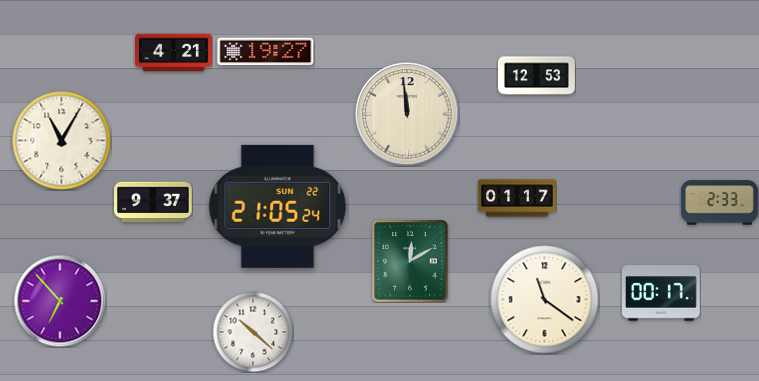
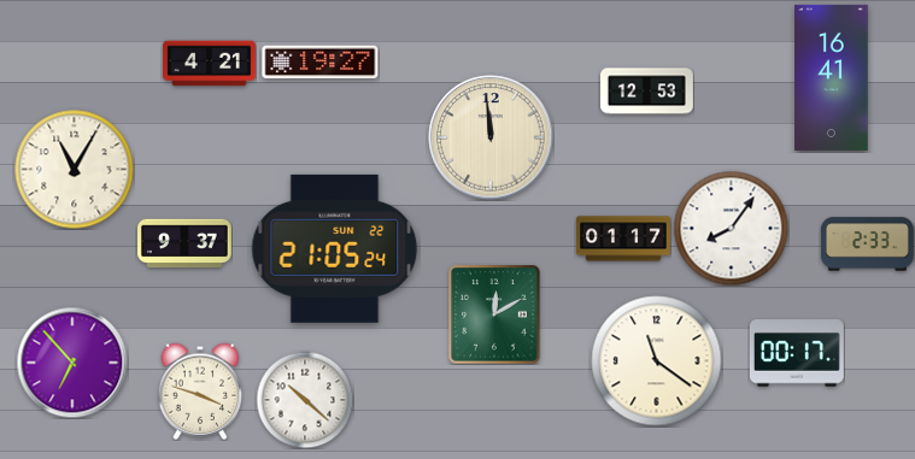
clock at (832, 77): none -> 16:41
clock at (731, 228): none -> 8:06
clock at (200, 392): none -> 3:48
